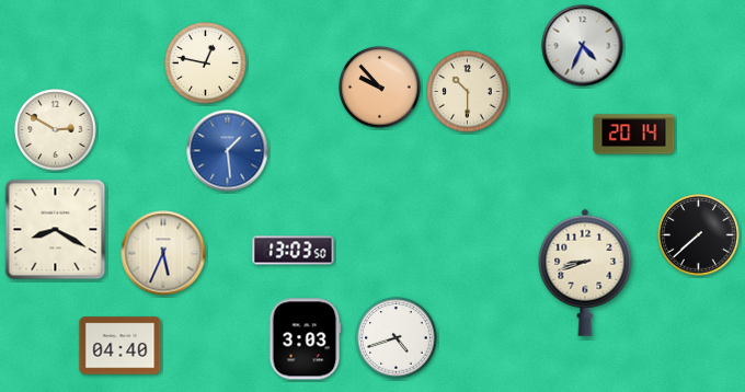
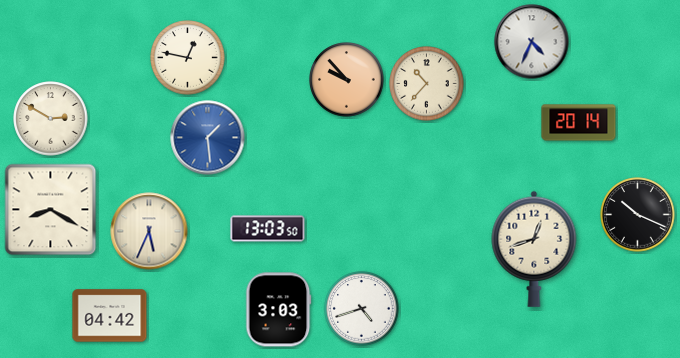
clock at (468, 92): 10:30 -> 10:37
clock at (699, 235): 7:38 -> 10:19
clock at (585, 273): 8:42 -> 12:42
clock at (121, 346): 04:40 -> 04:42
